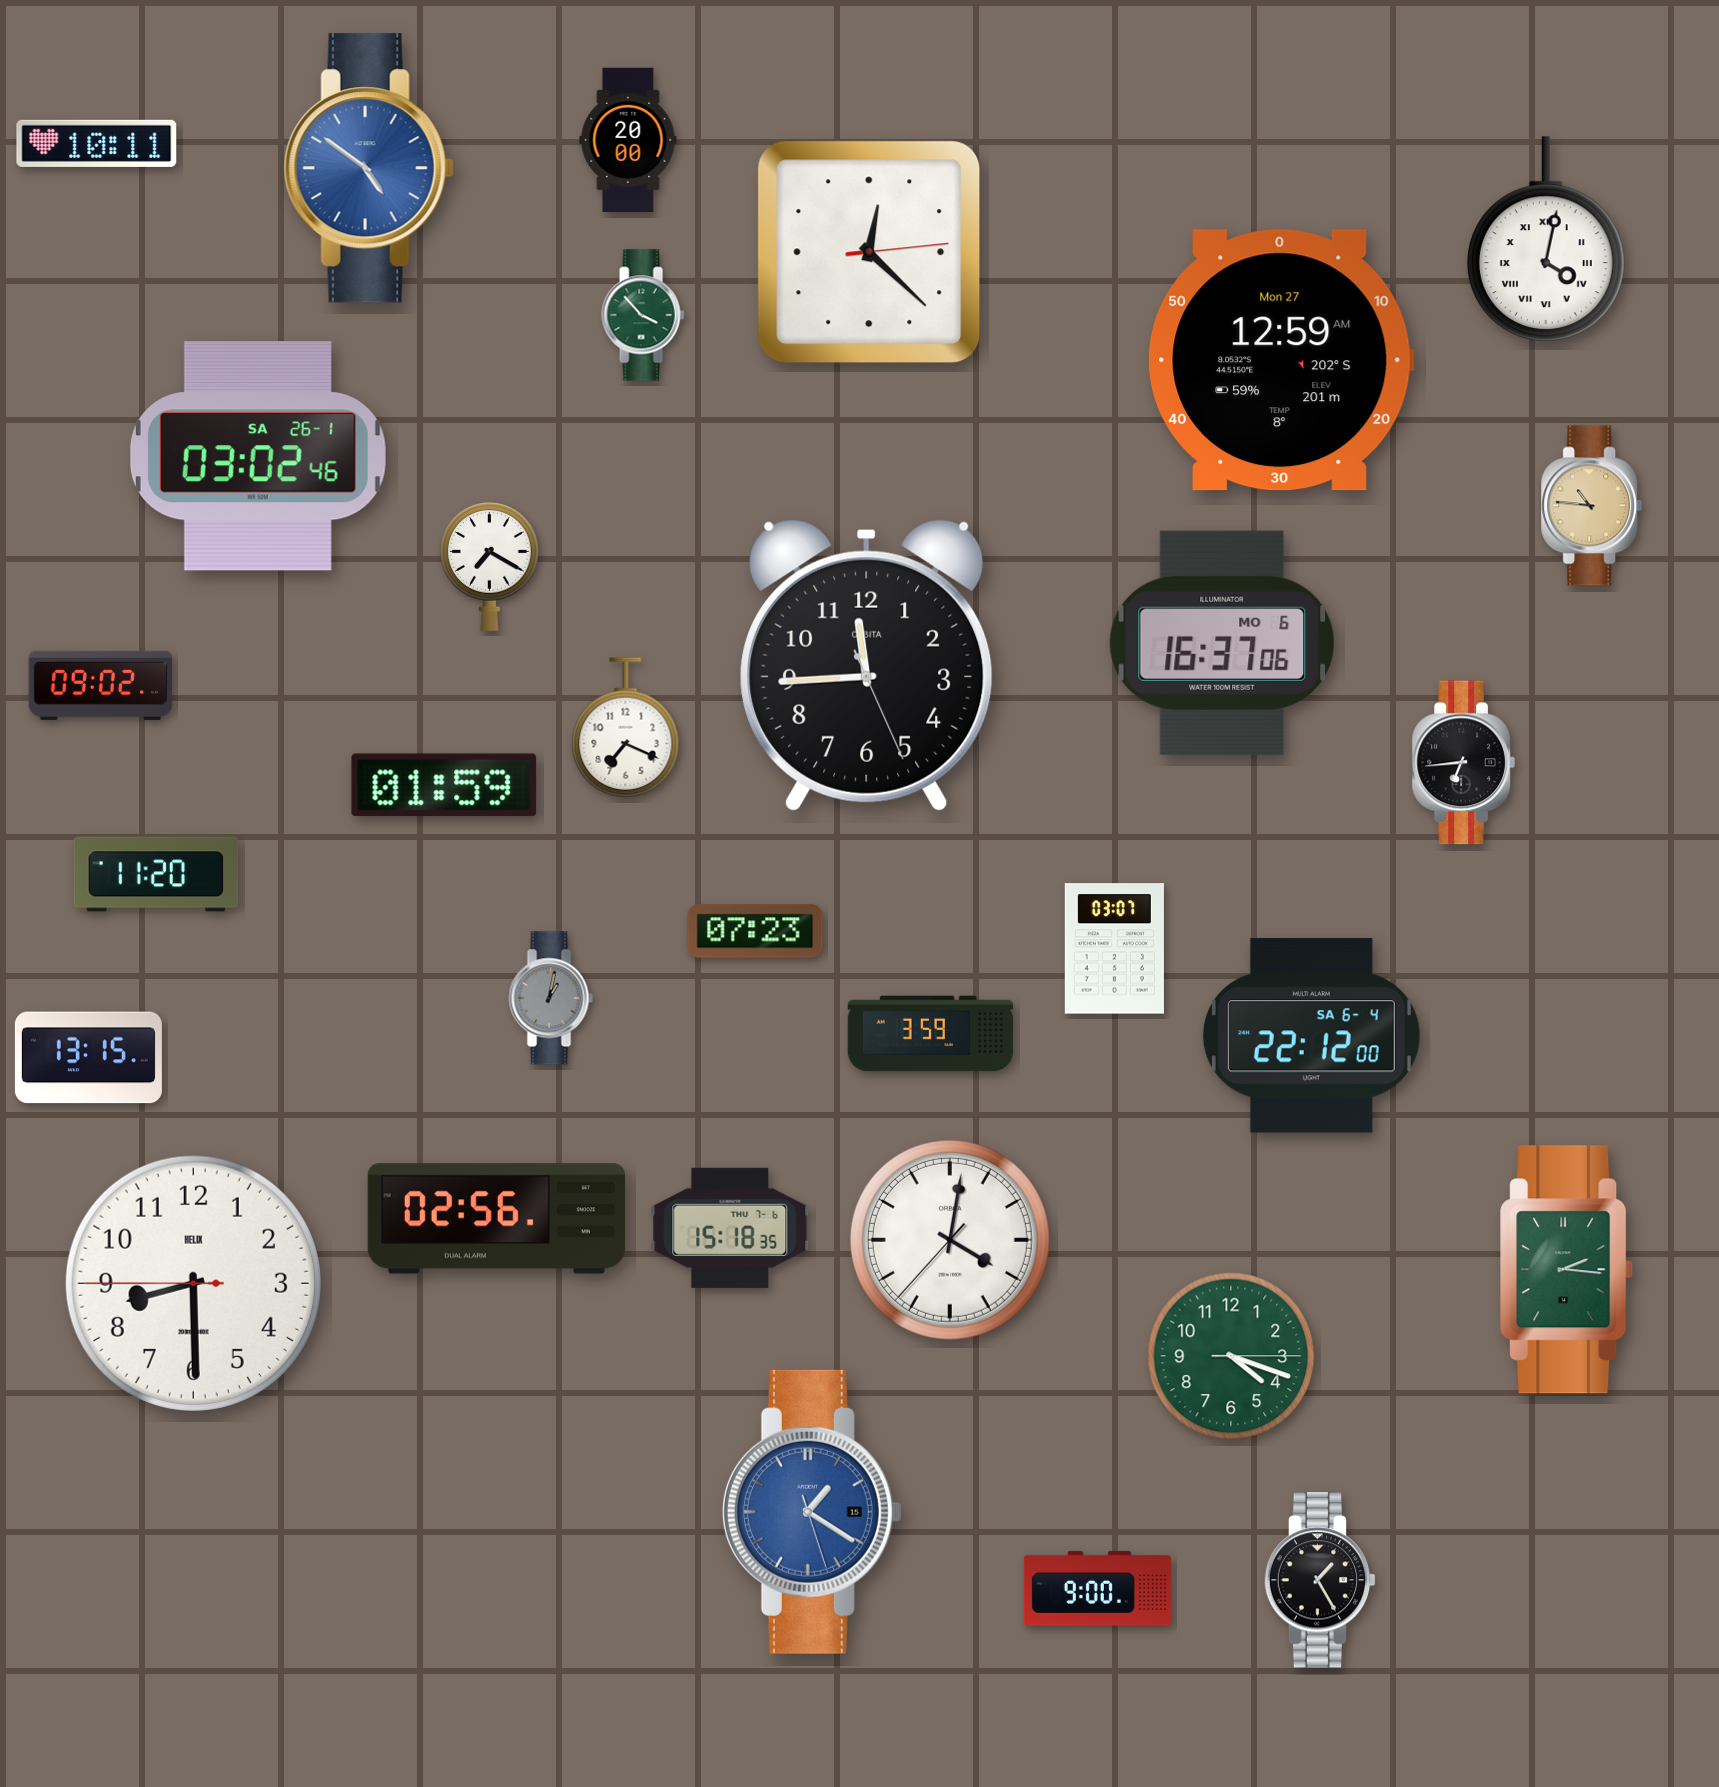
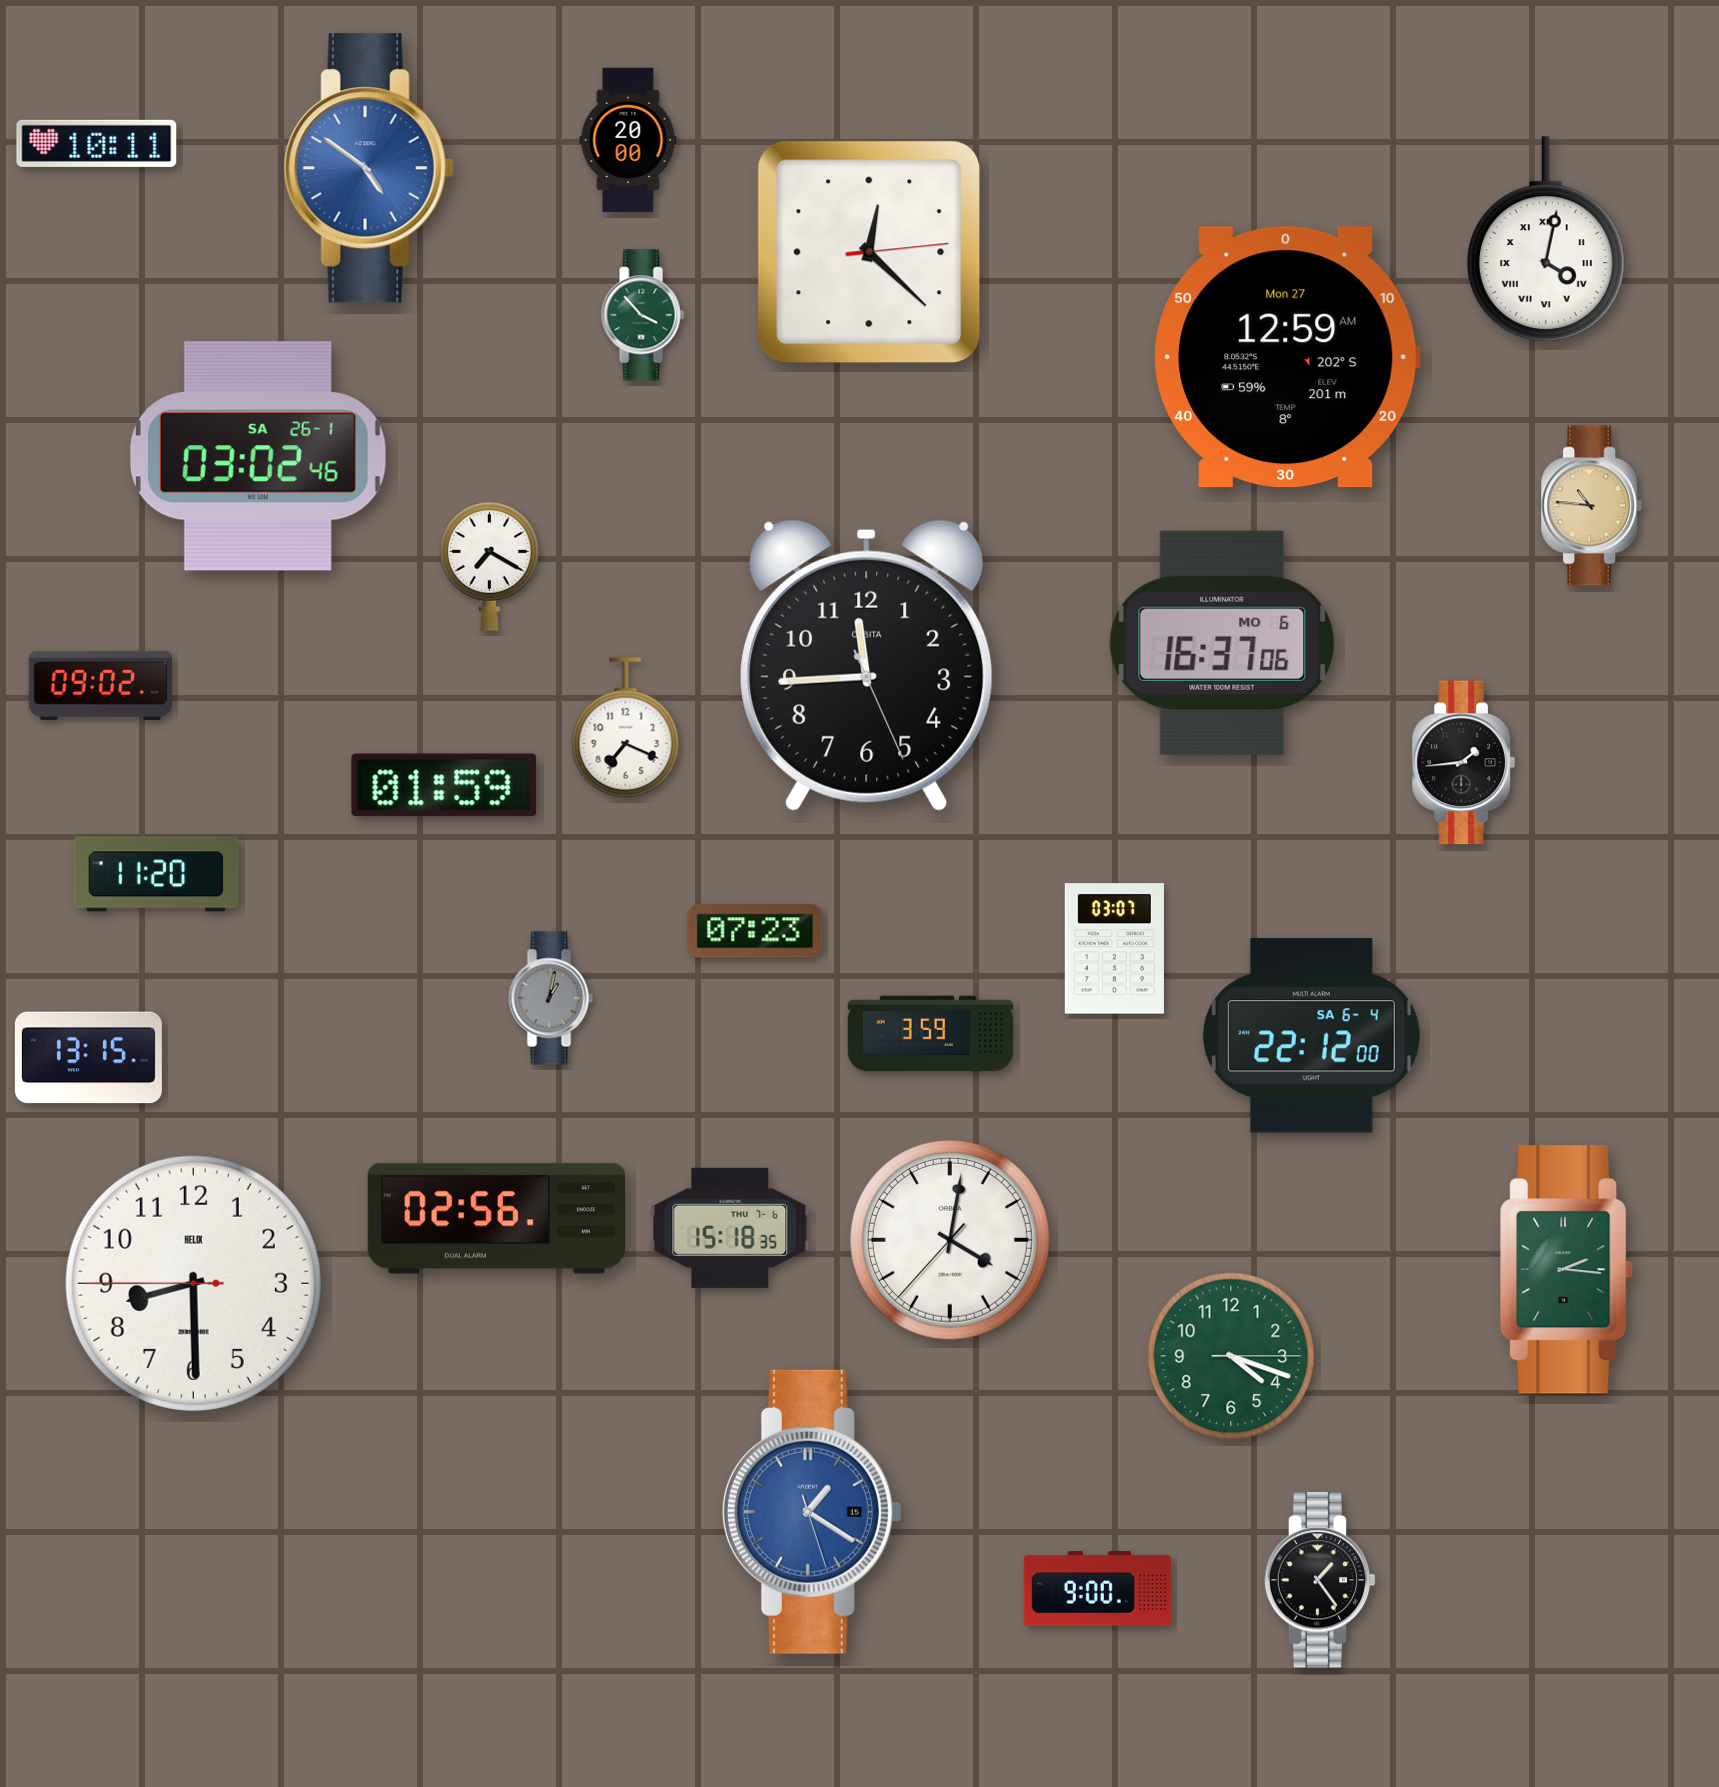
clock at (1281, 360) position: (1281, 360) -> (1287, 357)
clock at (1463, 763): 6:44 -> 1:44
clock at (1320, 1580): 1:25 -> 1:24
